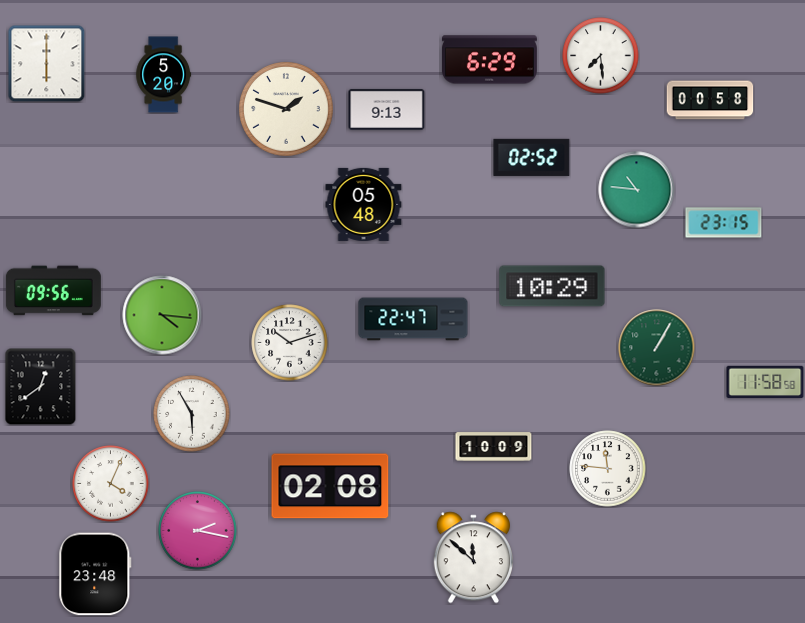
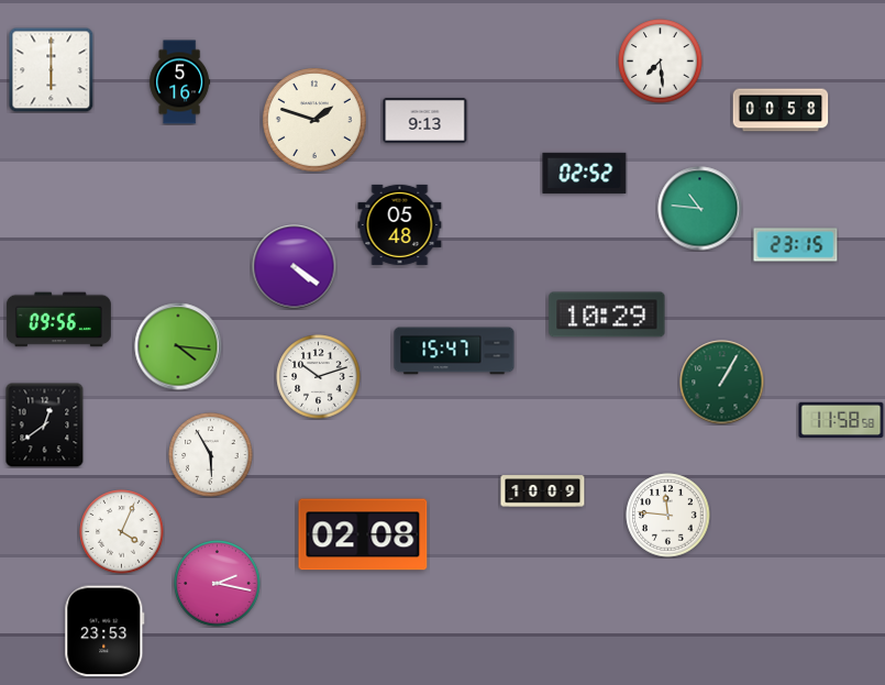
clock at (489, 60): 6:29 -> none
clock at (164, 75): 5:20 -> 5:16
clock at (295, 267): none -> 4:21
clock at (413, 319): 22:47 -> 15:47
clock at (473, 558): 11:52 -> none
clock at (95, 574): 23:48 -> 23:53
